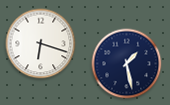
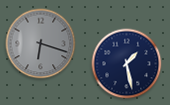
clock at (41, 44) dial: white -> grey
